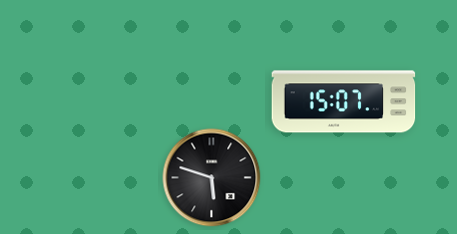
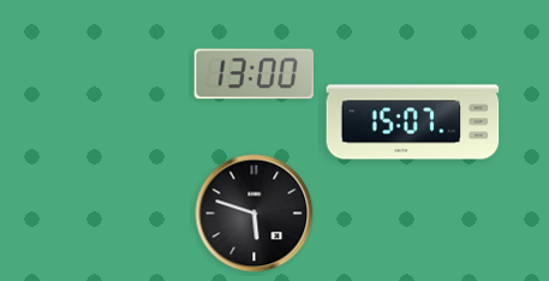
clock at (253, 74): none -> 13:00
